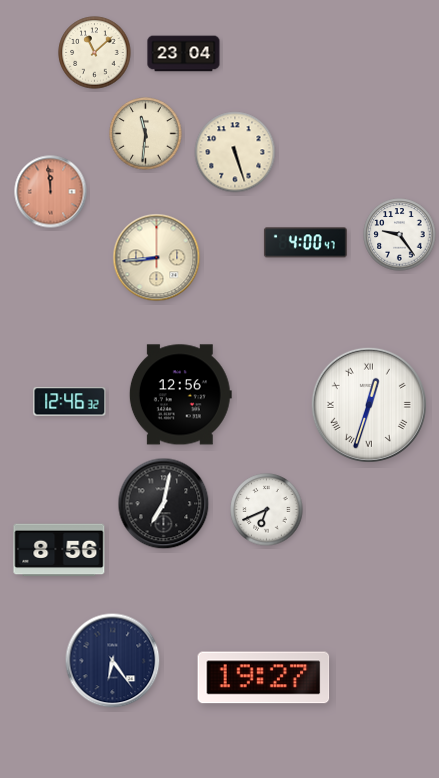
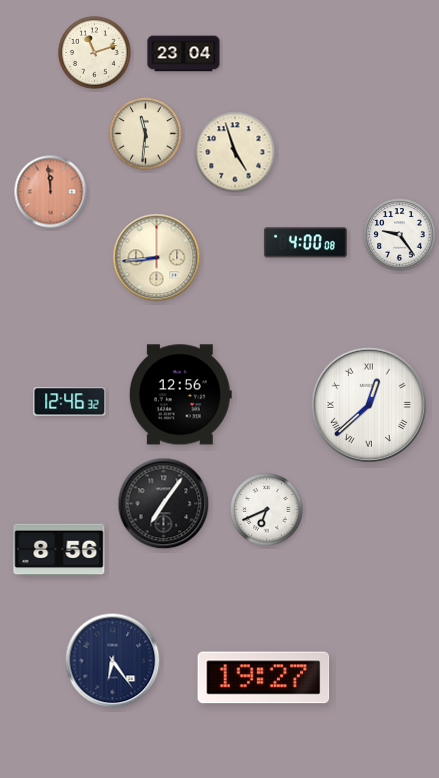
clock at (95, 53): 11:08 -> 11:12
clock at (235, 152): 5:27 -> 4:57
clock at (305, 243): 4:00:47 -> 4:00:08
clock at (369, 405): 12:33 -> 12:38
clock at (164, 504): 7:02 -> 7:06
